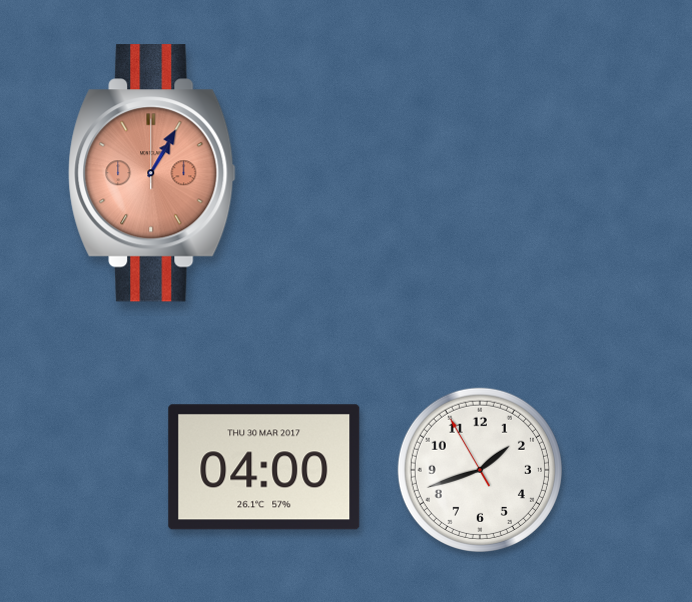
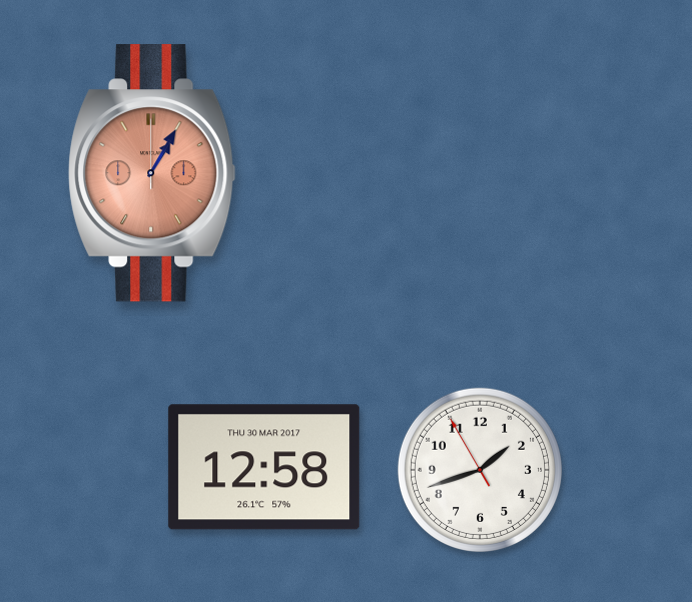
clock at (264, 467): 04:00 -> 12:58
